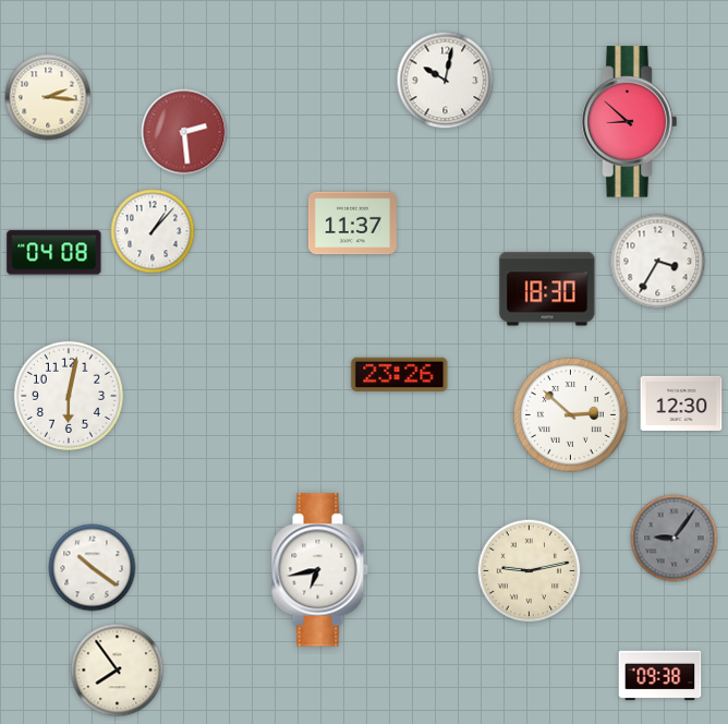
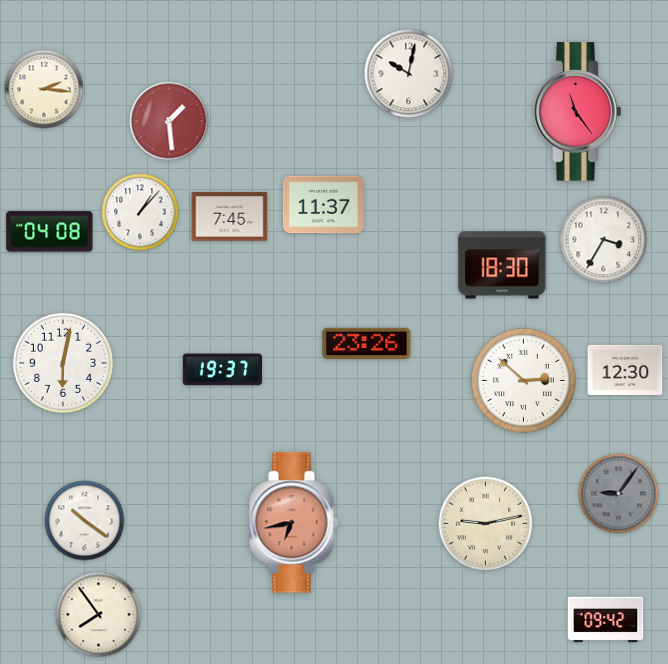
clock at (630, 122): 8:52 -> 11:24
clock at (184, 132): 2:29 -> 1:29
clock at (230, 217): none -> 7:45
clock at (222, 370): none -> 19:37
clock at (319, 570) dial: white -> salmon
clock at (118, 671) position: (118, 671) -> (99, 615)
clock at (660, 676): 09:38 -> 09:42
